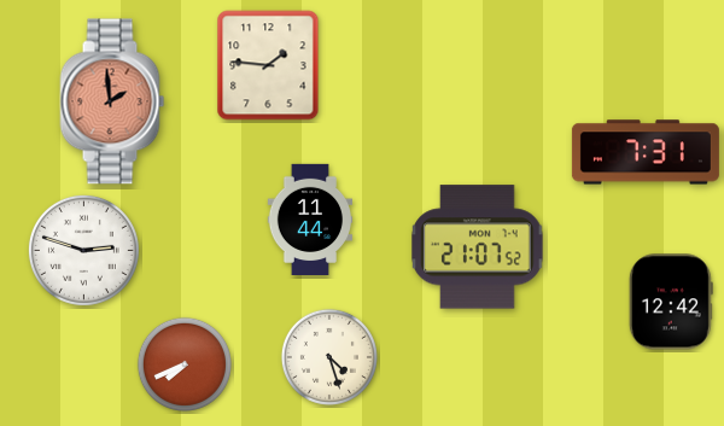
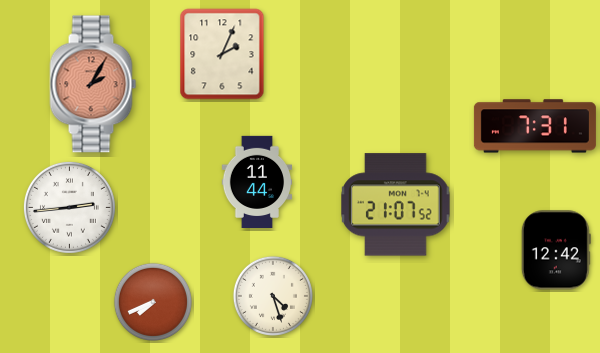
clock at (268, 65): 1:46 -> 2:04
clock at (112, 101): 1:59 -> 2:05
clock at (83, 250): 2:48 -> 2:44
